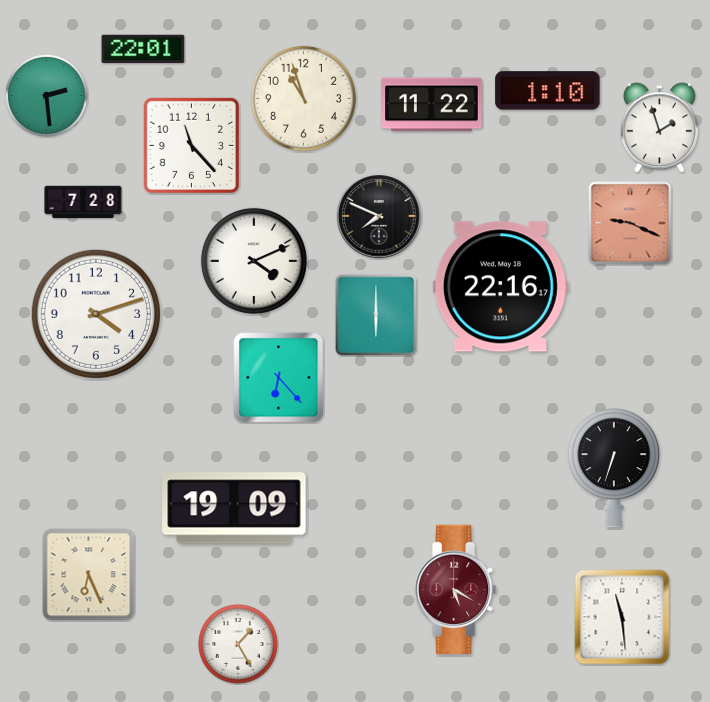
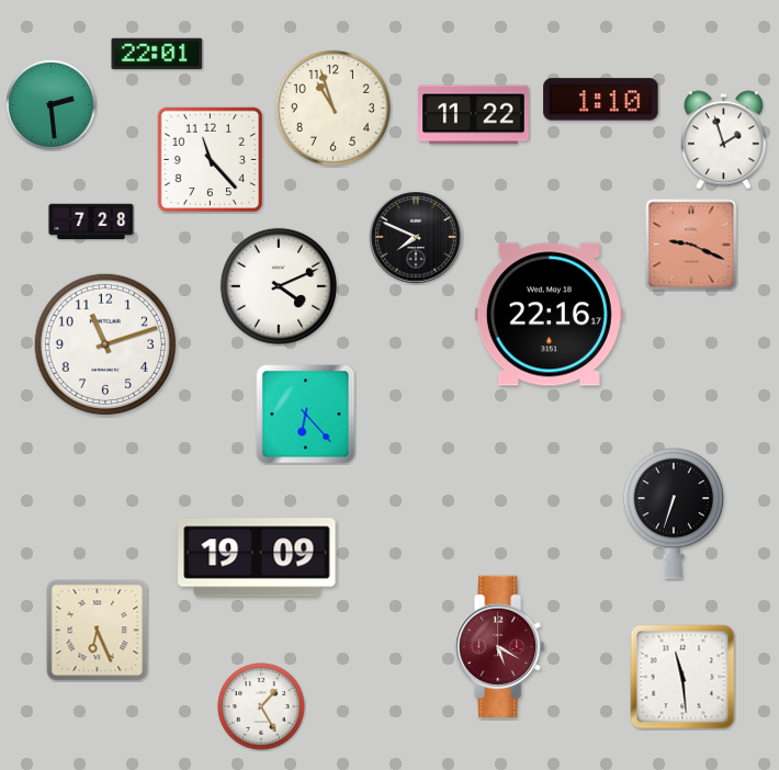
clock at (95, 313): 4:12 -> 11:12
clock at (376, 315): 6:00 -> none
